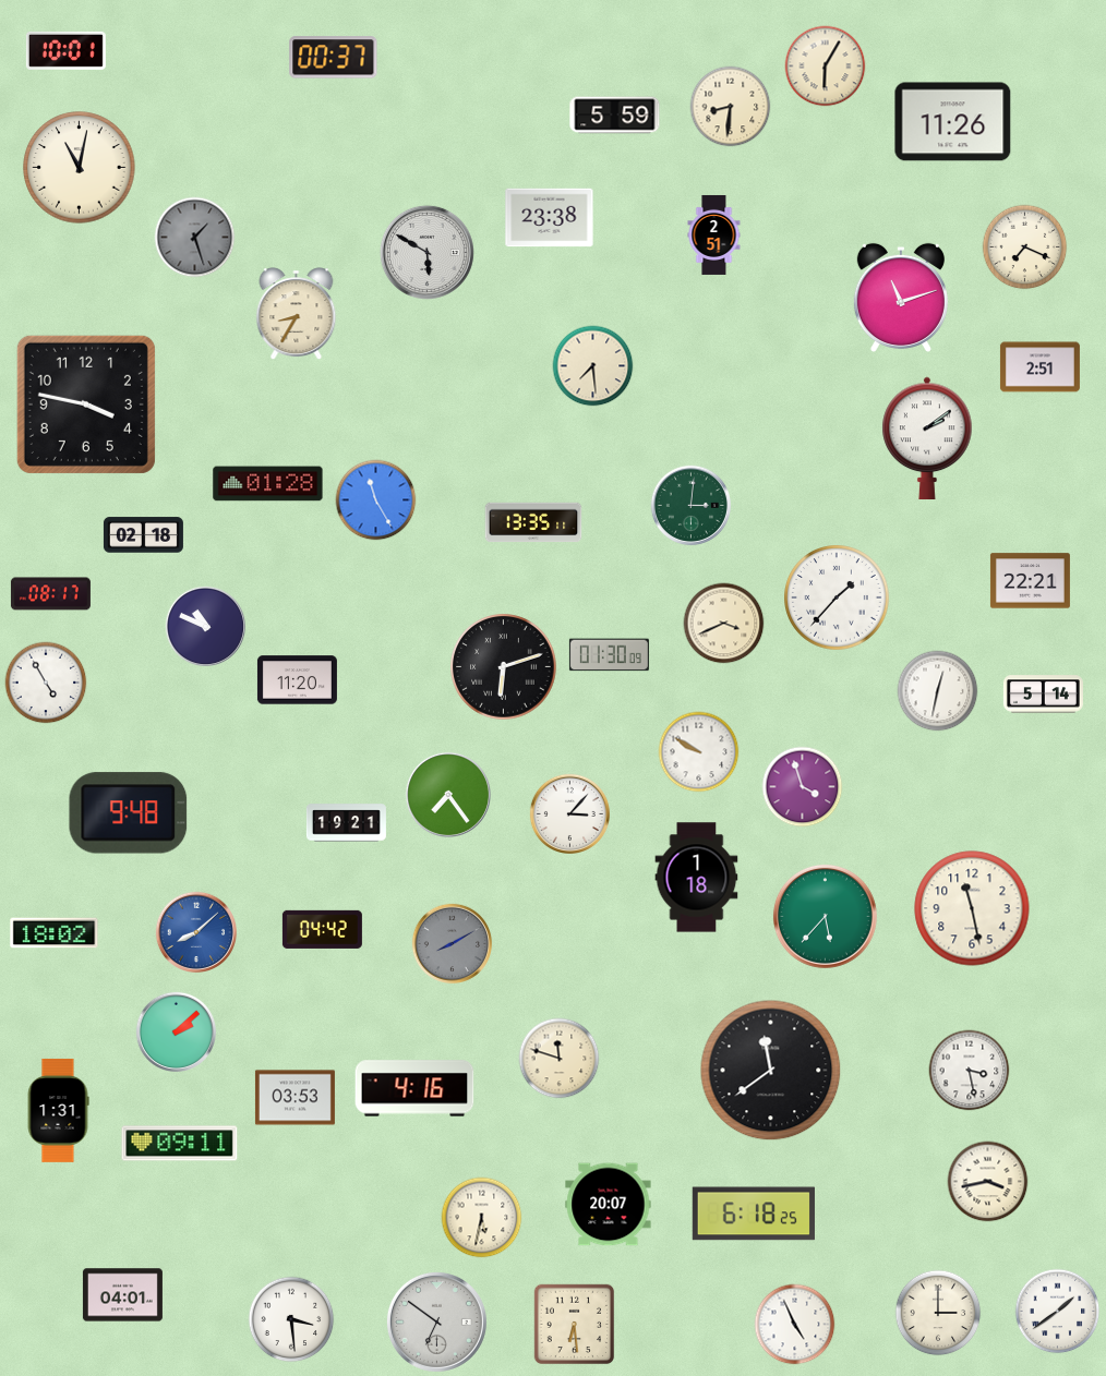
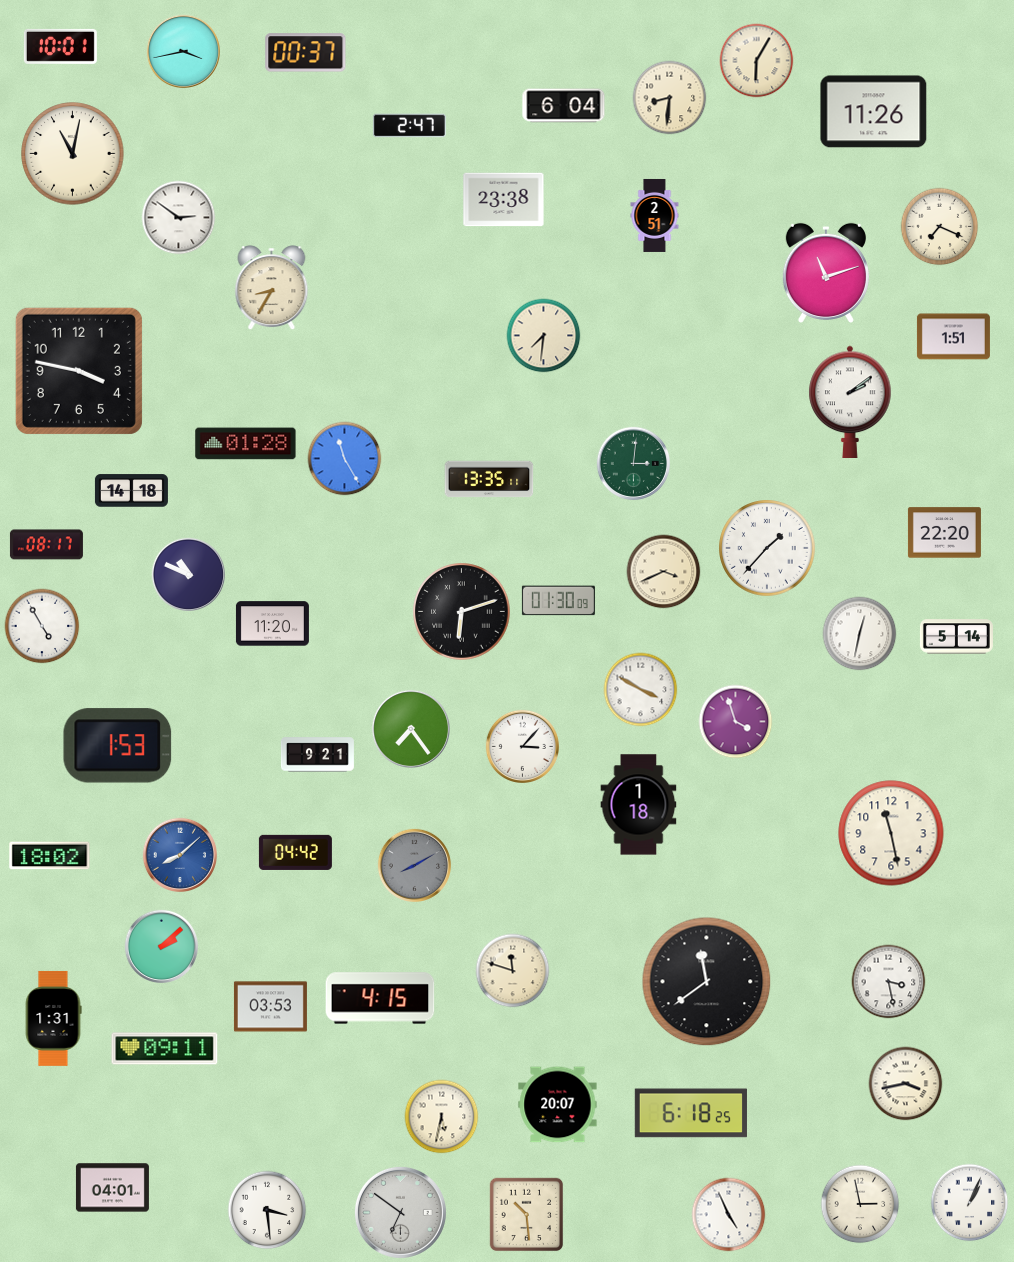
clock at (183, 51): none -> 3:43
clock at (615, 116): 5:59 -> 6:04
clock at (409, 126): none -> 2:47
clock at (195, 238): 1:27 -> 2:51
clock at (195, 238) dial: grey -> white
clock at (426, 252): 5:50 -> none
clock at (593, 366): 7:29 -> 7:31
clock at (1039, 367): 2:51 -> 1:51
clock at (143, 535): 02:18 -> 14:18
clock at (1030, 581): 22:21 -> 22:20
clock at (699, 752): 9:50 -> 3:50
clock at (129, 813): 9:48 -> 1:53
clock at (346, 823): 19:21 -> 9:21
clock at (825, 916): 5:37 -> none
clock at (414, 1088): 4:16 -> 4:15
clock at (1058, 1312): 1:39 -> 1:04
clock at (938, 1313): 3:00 -> 2:58
clock at (575, 1325): 6:29 -> 10:29
